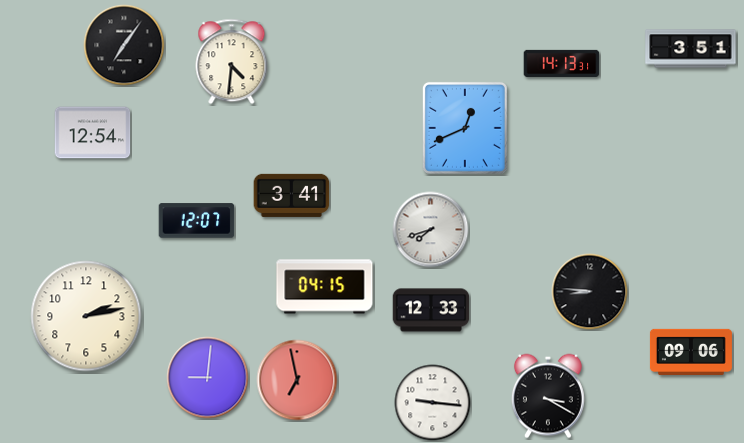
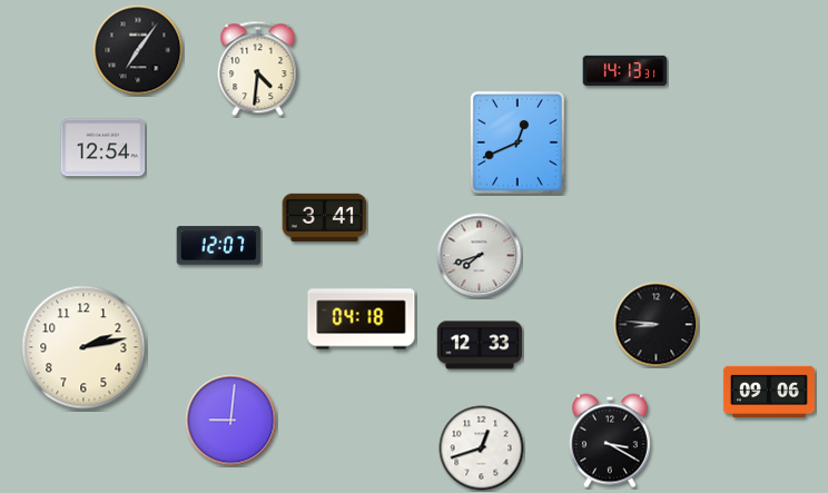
clock at (691, 49): 3:51 -> none
clock at (325, 287): 04:15 -> 04:18
clock at (86, 316) position: (86, 316) -> (83, 347)
clock at (297, 380): 6:58 -> none
clock at (433, 403): 9:16 -> 12:42
